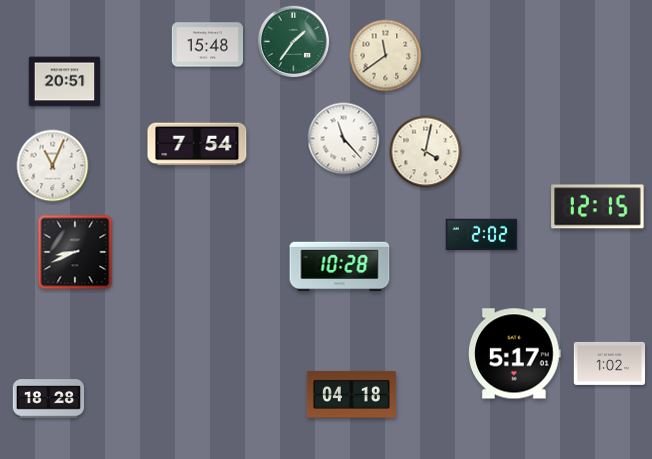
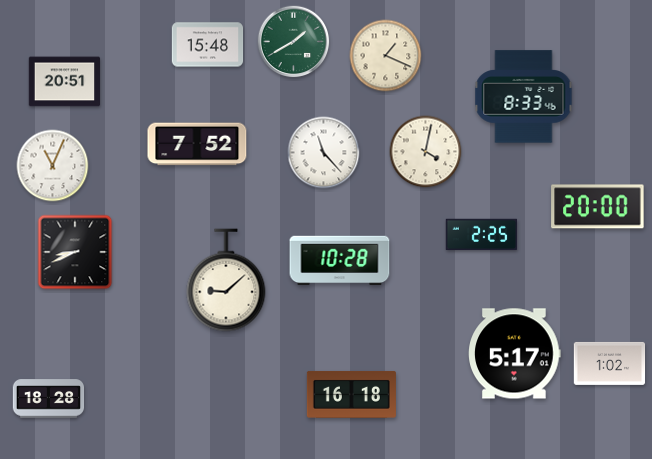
clock at (294, 42): 1:36 -> 1:40
clock at (386, 56): 11:39 -> 1:19
clock at (524, 97): none -> 8:33
clock at (344, 139) position: (344, 139) -> (324, 153)
clock at (197, 144): 7:54 -> 7:52
clock at (598, 207): 12:15 -> 20:00
clock at (482, 235): 2:02 -> 2:25
clock at (340, 267) position: (340, 267) -> (340, 261)
clock at (226, 280): none -> 9:08
clock at (351, 394): 04:18 -> 16:18
